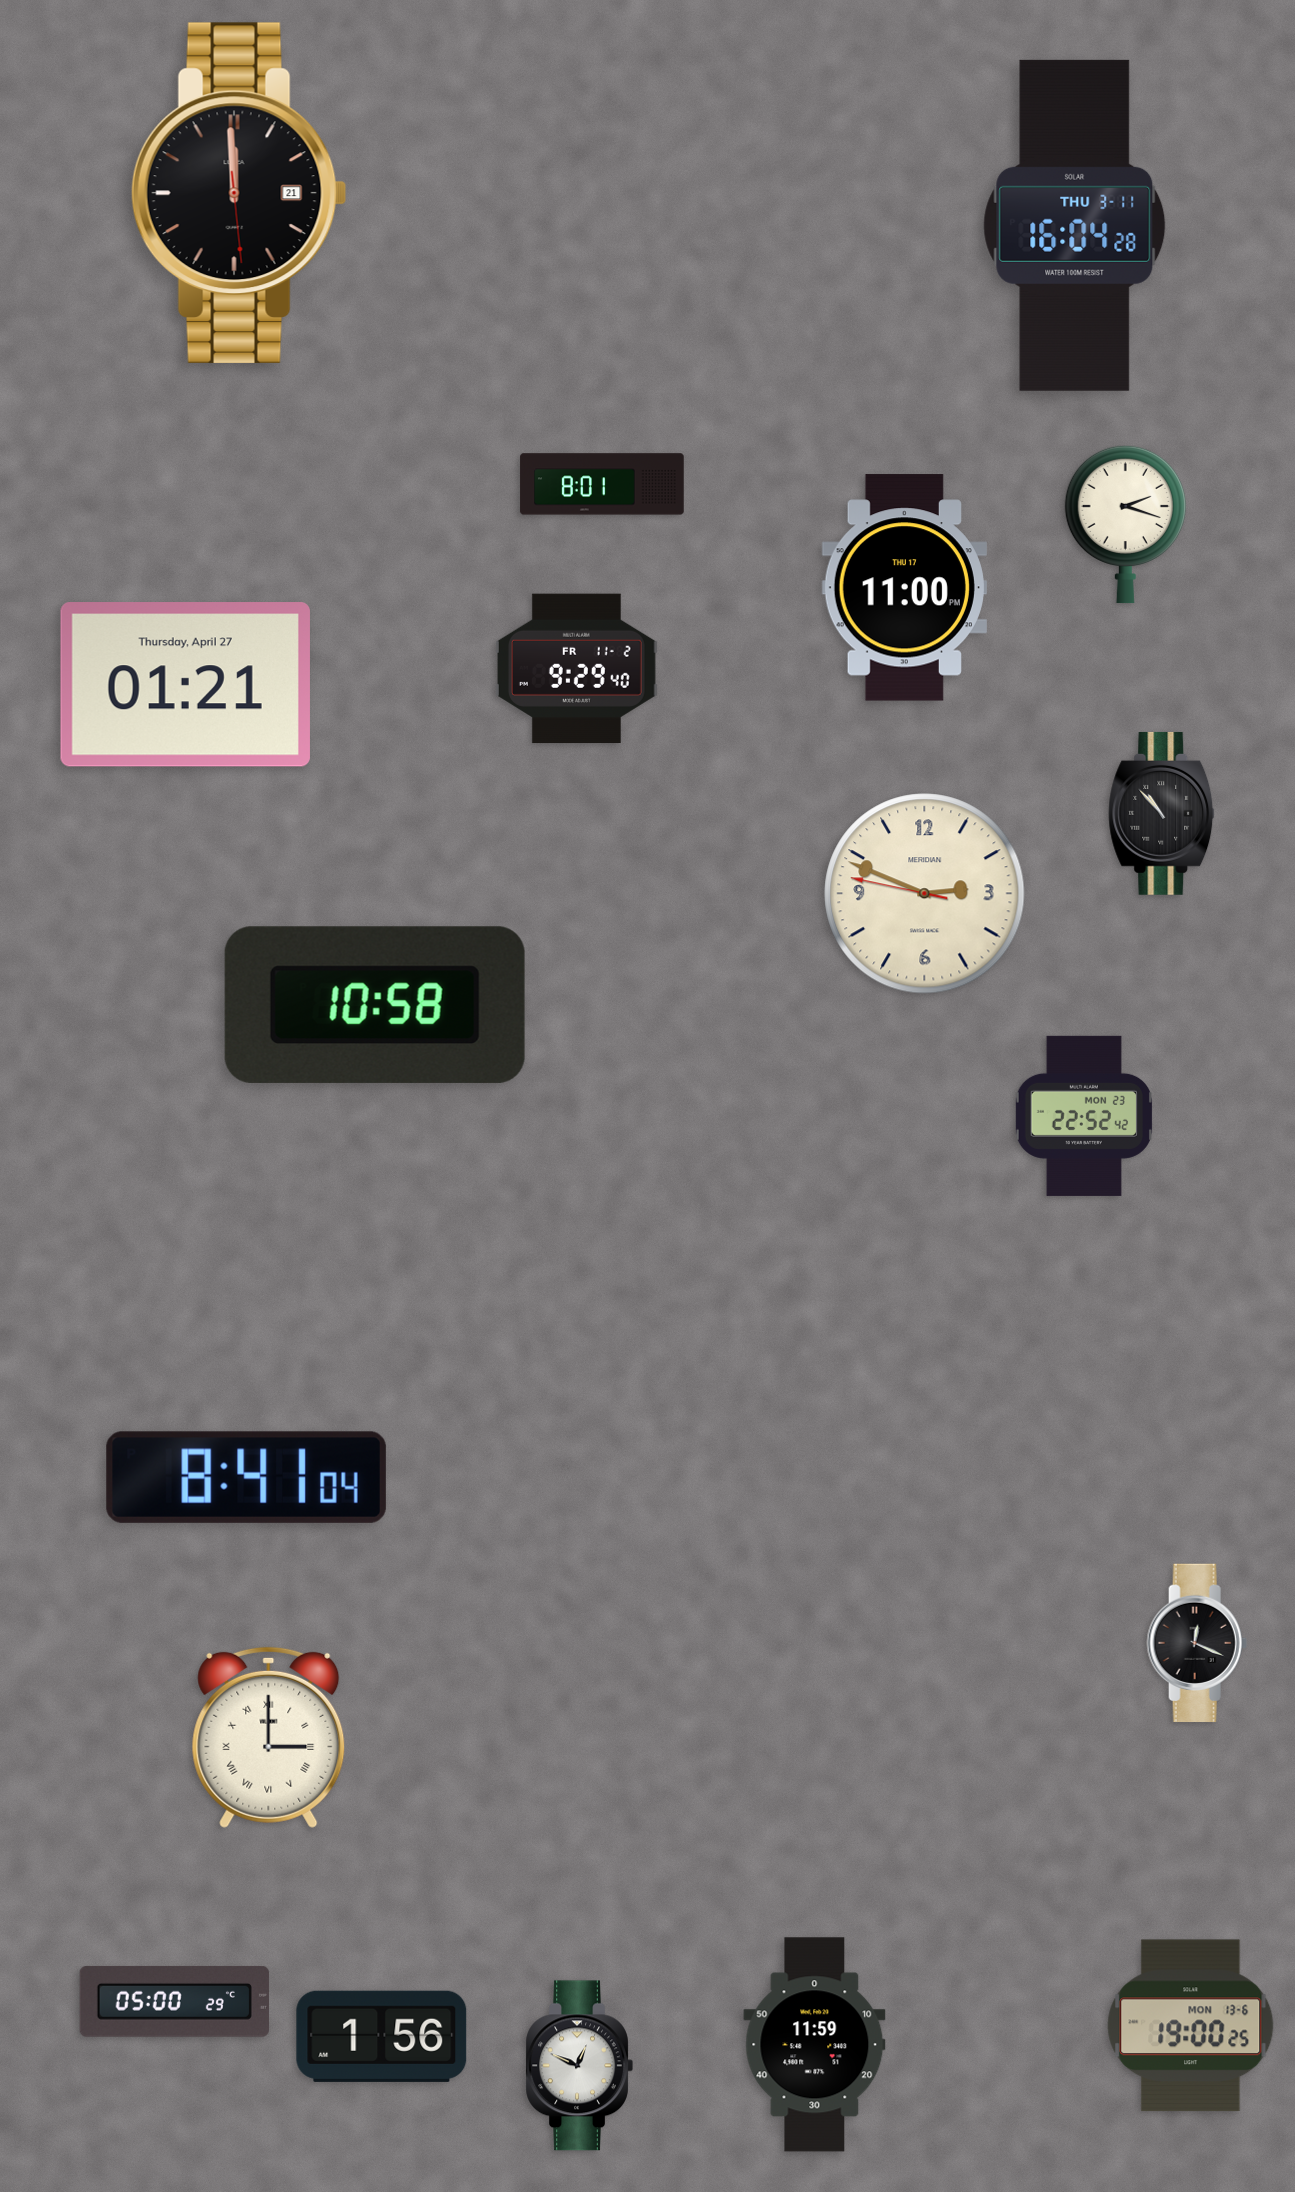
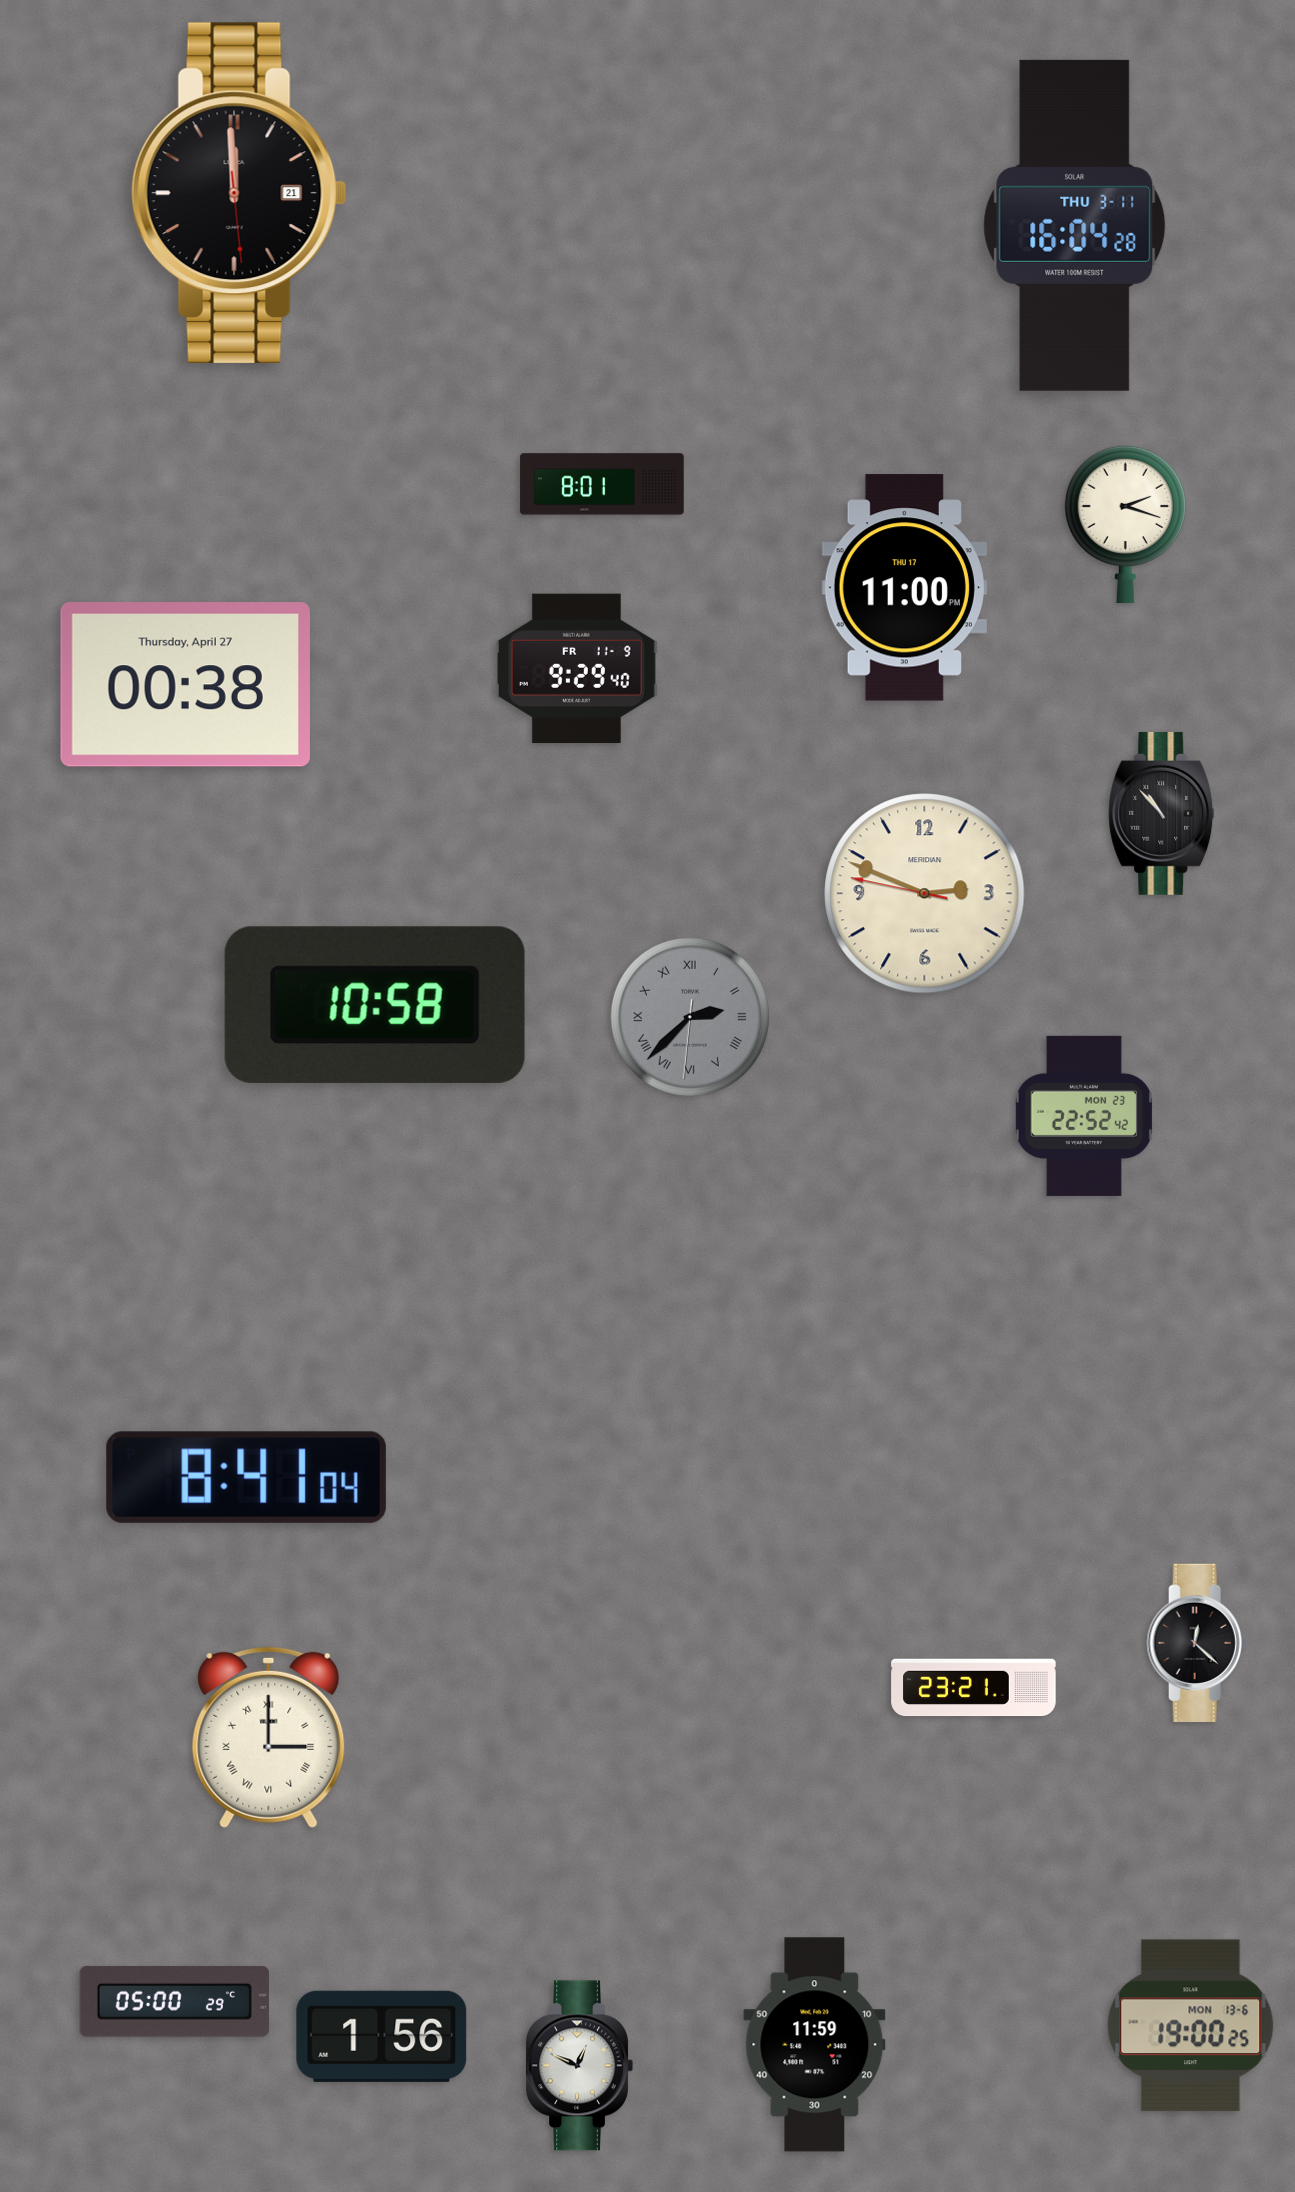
clock at (576, 669) date: FR 11-2 -> FR 11-9
clock at (185, 685): 01:21 -> 00:38
clock at (690, 1017): none -> 2:37
clock at (1197, 1643): 12:19 -> 12:22
clock at (974, 1688): none -> 23:21
